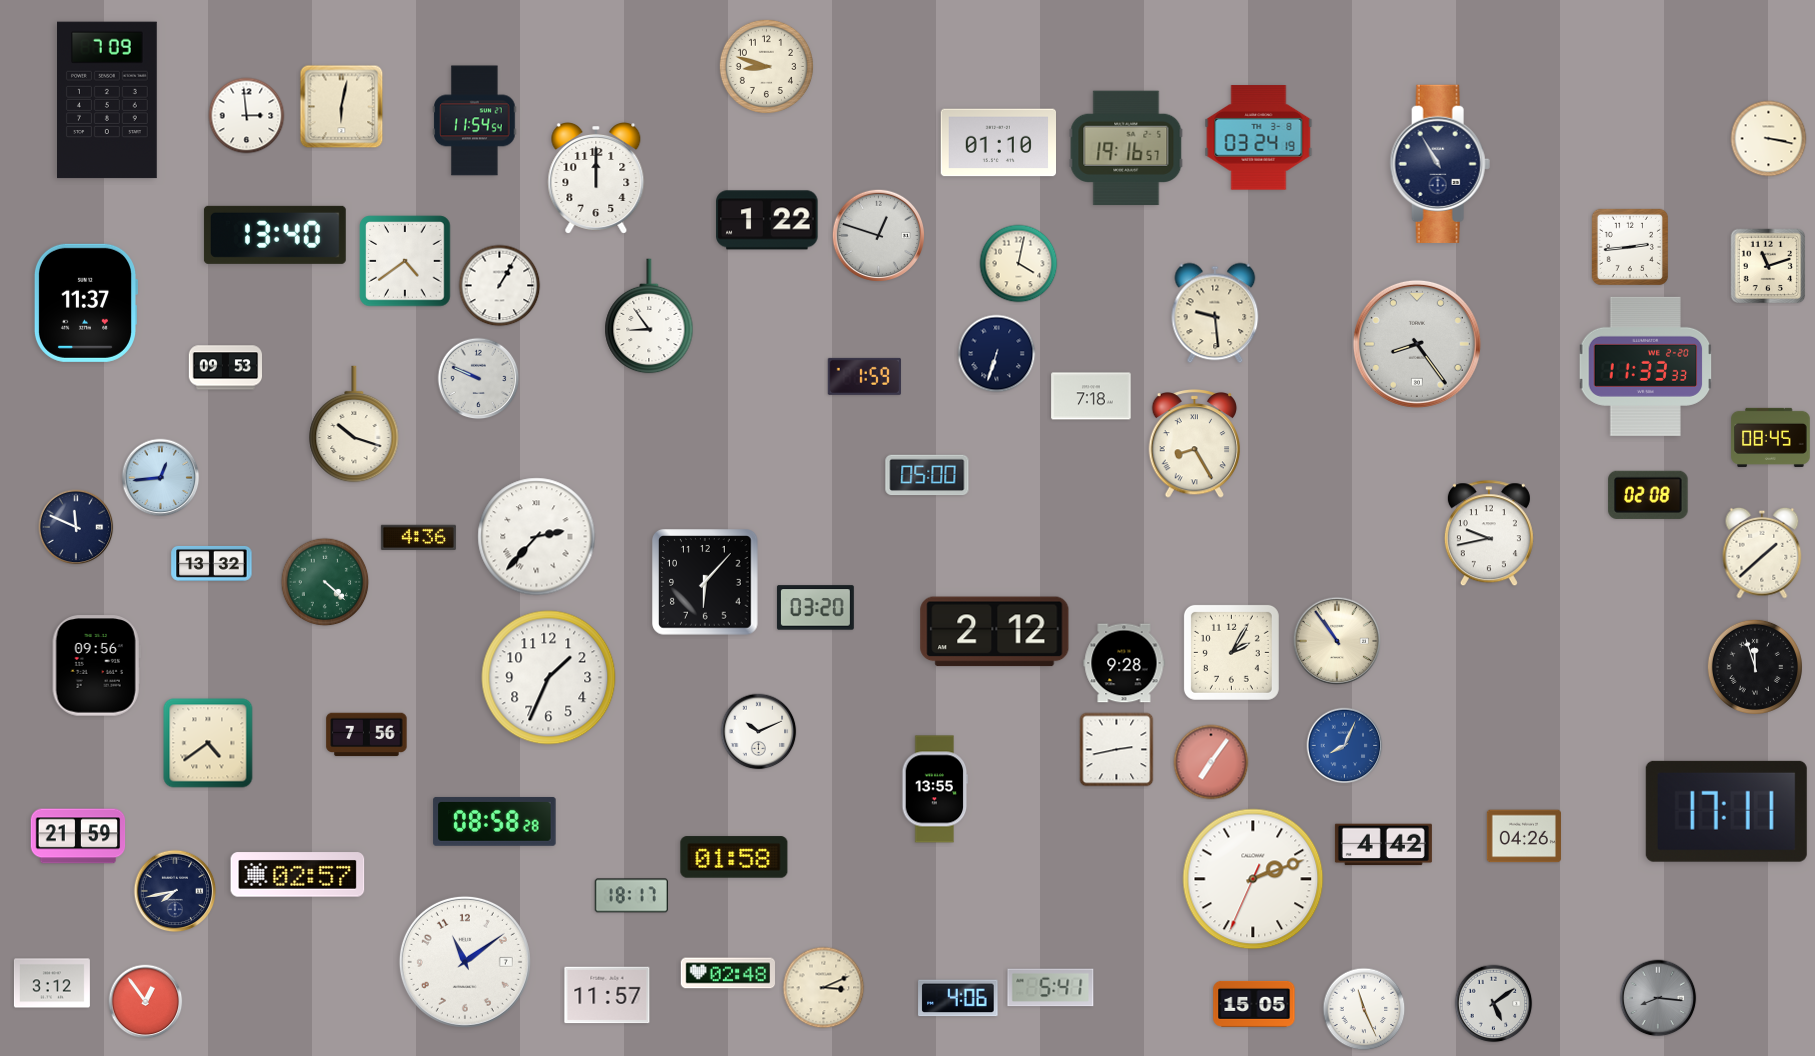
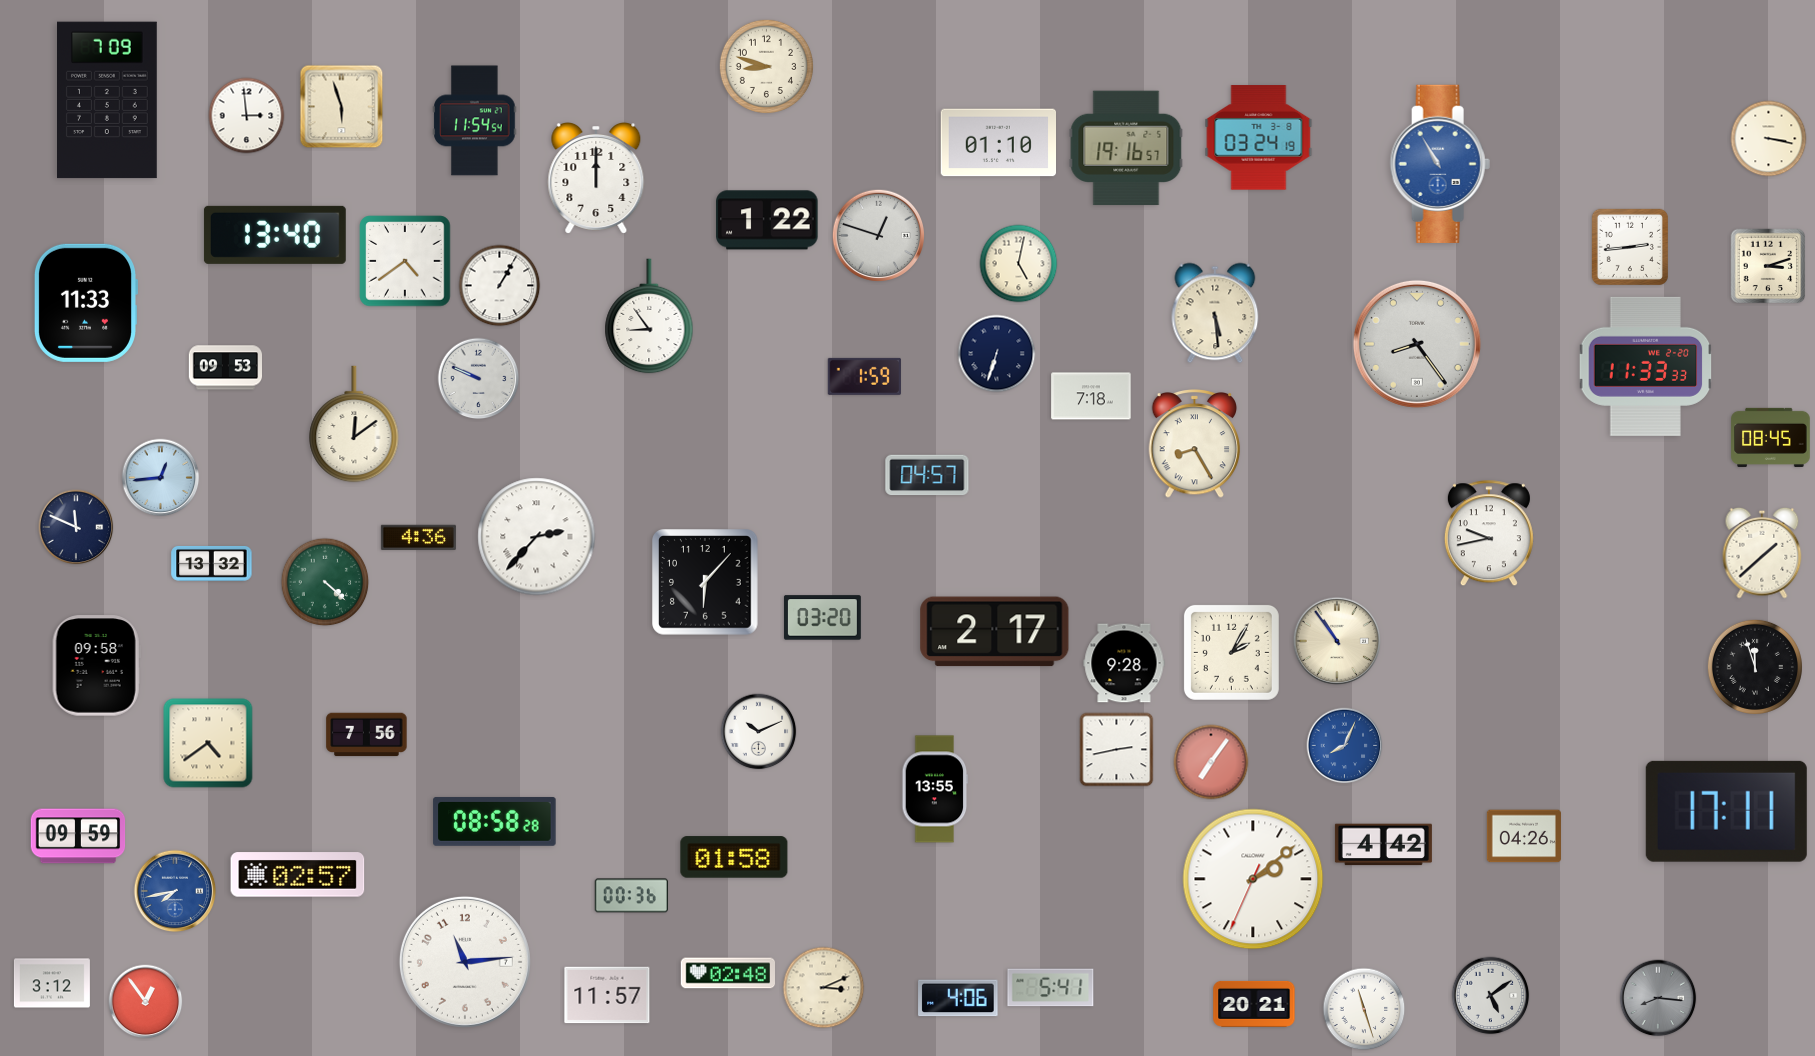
clock at (342, 107): 6:02 -> 5:57
clock at (1440, 164) dial: navy -> blue
clock at (1019, 264): 4:02 -> 5:02
clock at (1768, 266): 11:12 -> 3:12
clock at (85, 303): 11:37 -> 11:33
clock at (1215, 313): 9:29 -> 5:29
clock at (354, 424): 10:18 -> 12:09
clock at (927, 475): 05:00 -> 04:57
clock at (1648, 495): 02:08 -> none
clock at (815, 608) position: (815, 608) -> (822, 618)
clock at (995, 632): 2:12 -> 2:17
clock at (96, 666): 09:56 -> 09:58
clock at (549, 678): 1:34 -> none
clock at (78, 836): 21:59 -> 09:59
clock at (1253, 879): 2:11 -> 2:08
clock at (175, 891) dial: navy -> blue
clock at (631, 896): 18:17 -> 00:36
clock at (465, 962): 11:09 -> 11:14
clock at (1254, 1004): 15:05 -> 20:21
clock at (1494, 1004) position: (1494, 1004) -> (1491, 996)
clock at (1364, 1009): 11:26 -> 11:27
